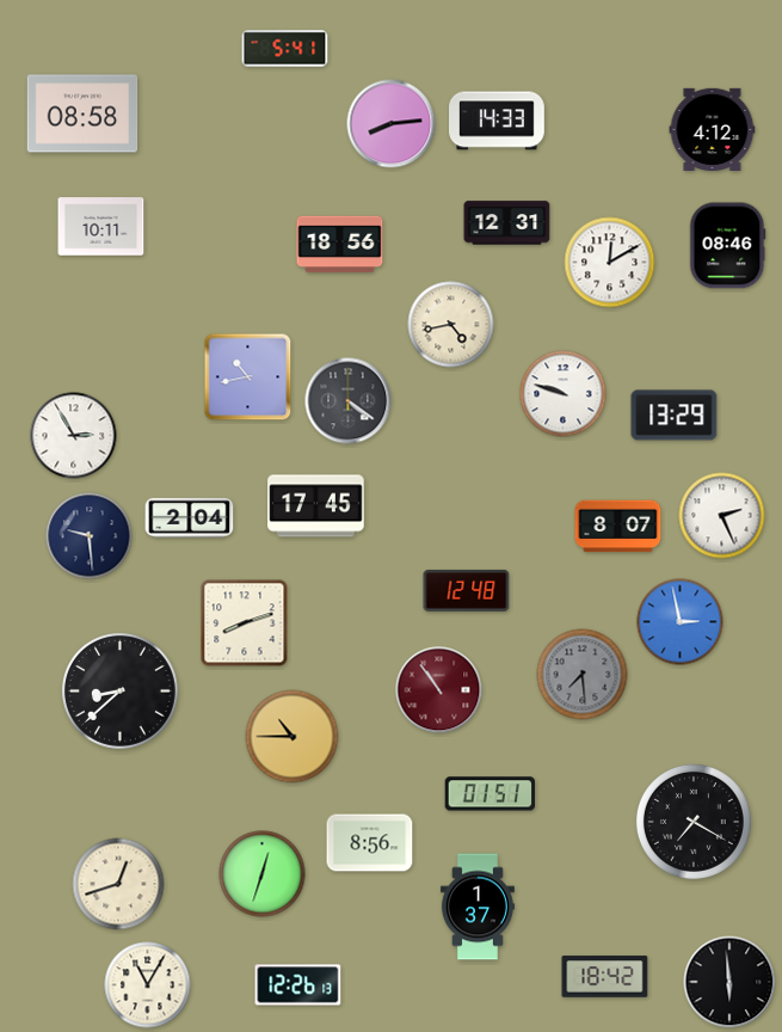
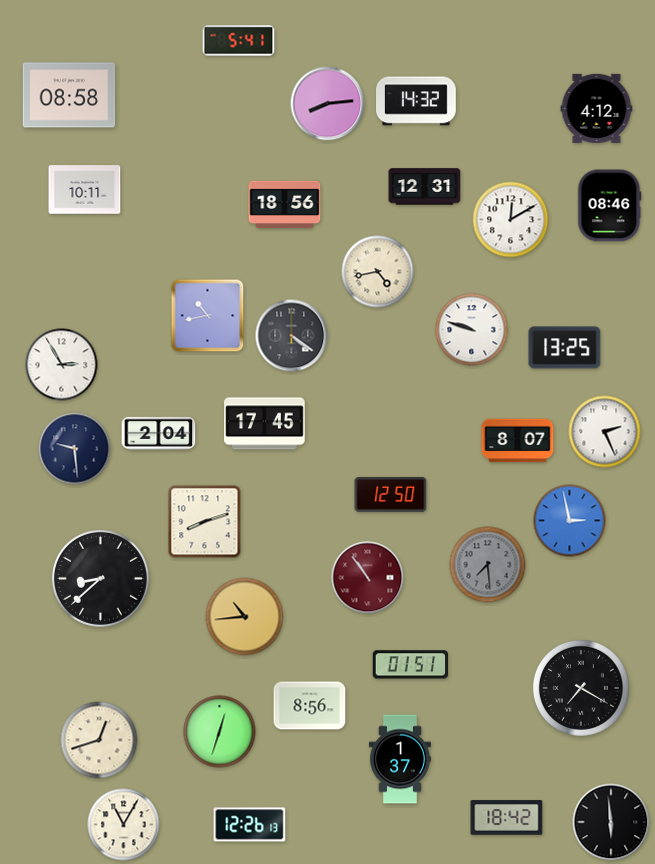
clock at (498, 121): 14:33 -> 14:32
clock at (675, 416): 13:29 -> 13:25
clock at (467, 590): 12:48 -> 12:50
clock at (293, 737): 10:45 -> 10:44
